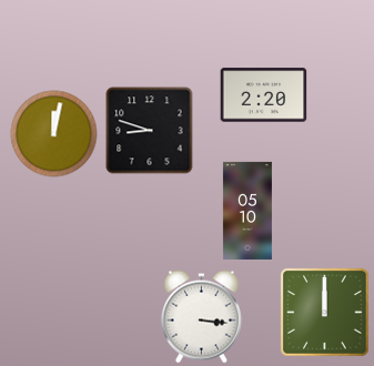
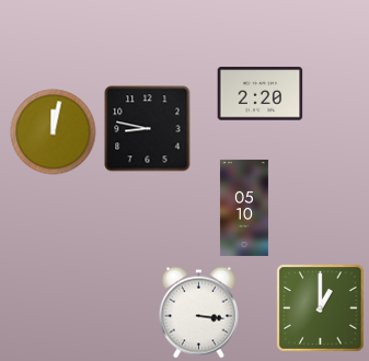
clock at (149, 130): 8:48 -> 8:47
clock at (324, 312): 12:00 -> 1:00
